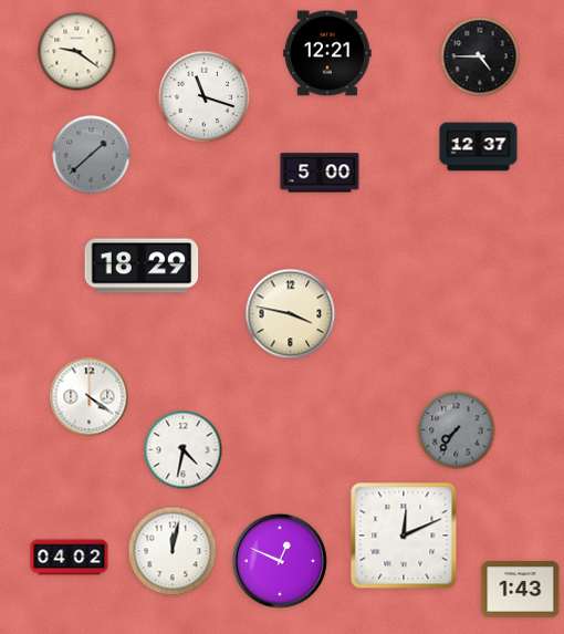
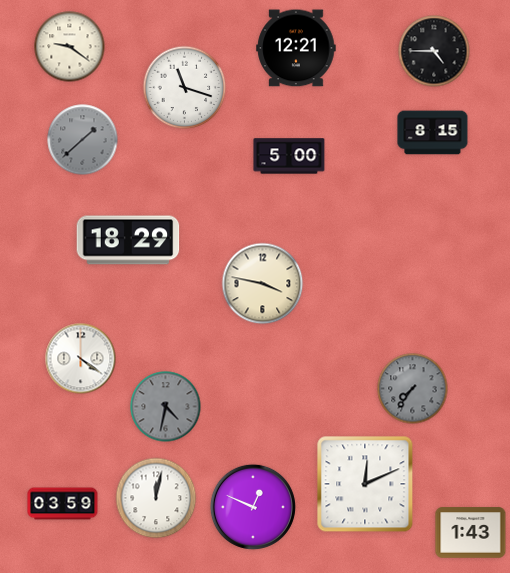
clock at (479, 147): 12:37 -> 8:15
clock at (184, 450) dial: white -> grey
clock at (70, 558): 04:02 -> 03:59
